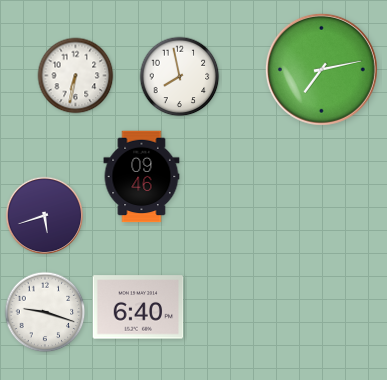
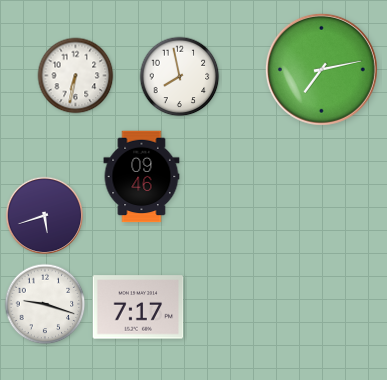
clock at (138, 307): 6:40 -> 7:17
clock at (45, 312) position: (45, 312) -> (45, 304)
